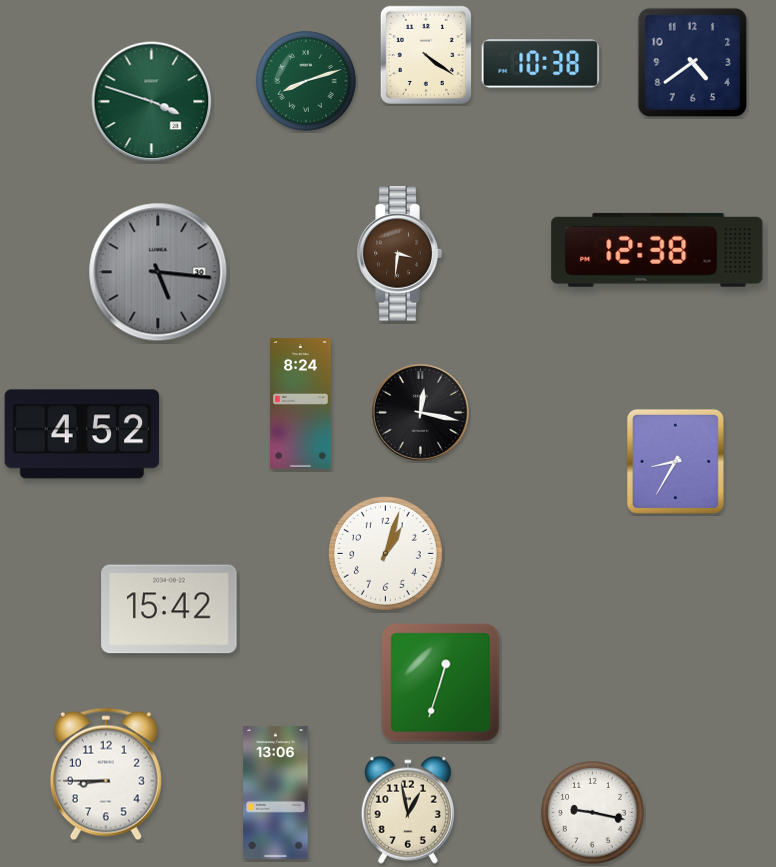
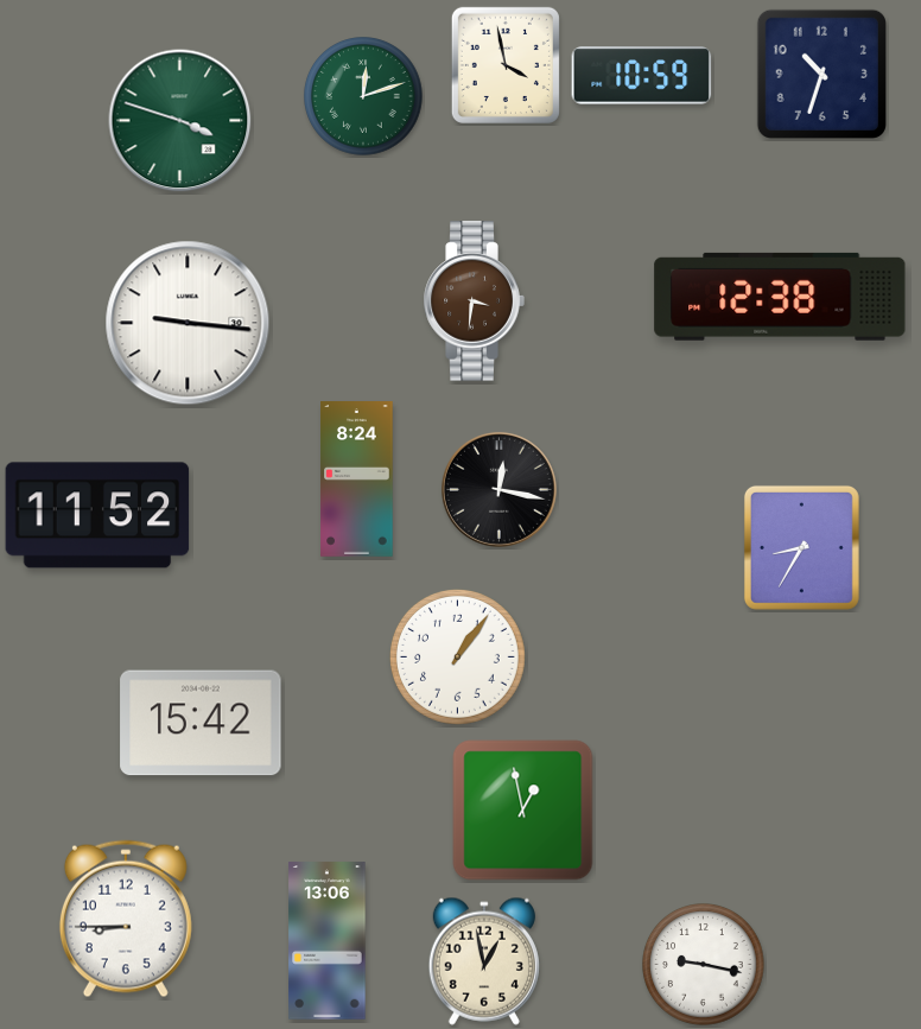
clock at (426, 55): 4:21 -> 3:58
clock at (692, 62): 4:39 -> 10:33
clock at (541, 64): 10:38 -> 10:59
clock at (306, 81): 8:12 -> 12:12
clock at (158, 272): 5:16 -> 9:16
clock at (158, 272) dial: grey -> white
clock at (82, 434): 4:52 -> 11:52
clock at (385, 553): 1:03 -> 1:06
clock at (441, 683): 12:33 -> 12:58
